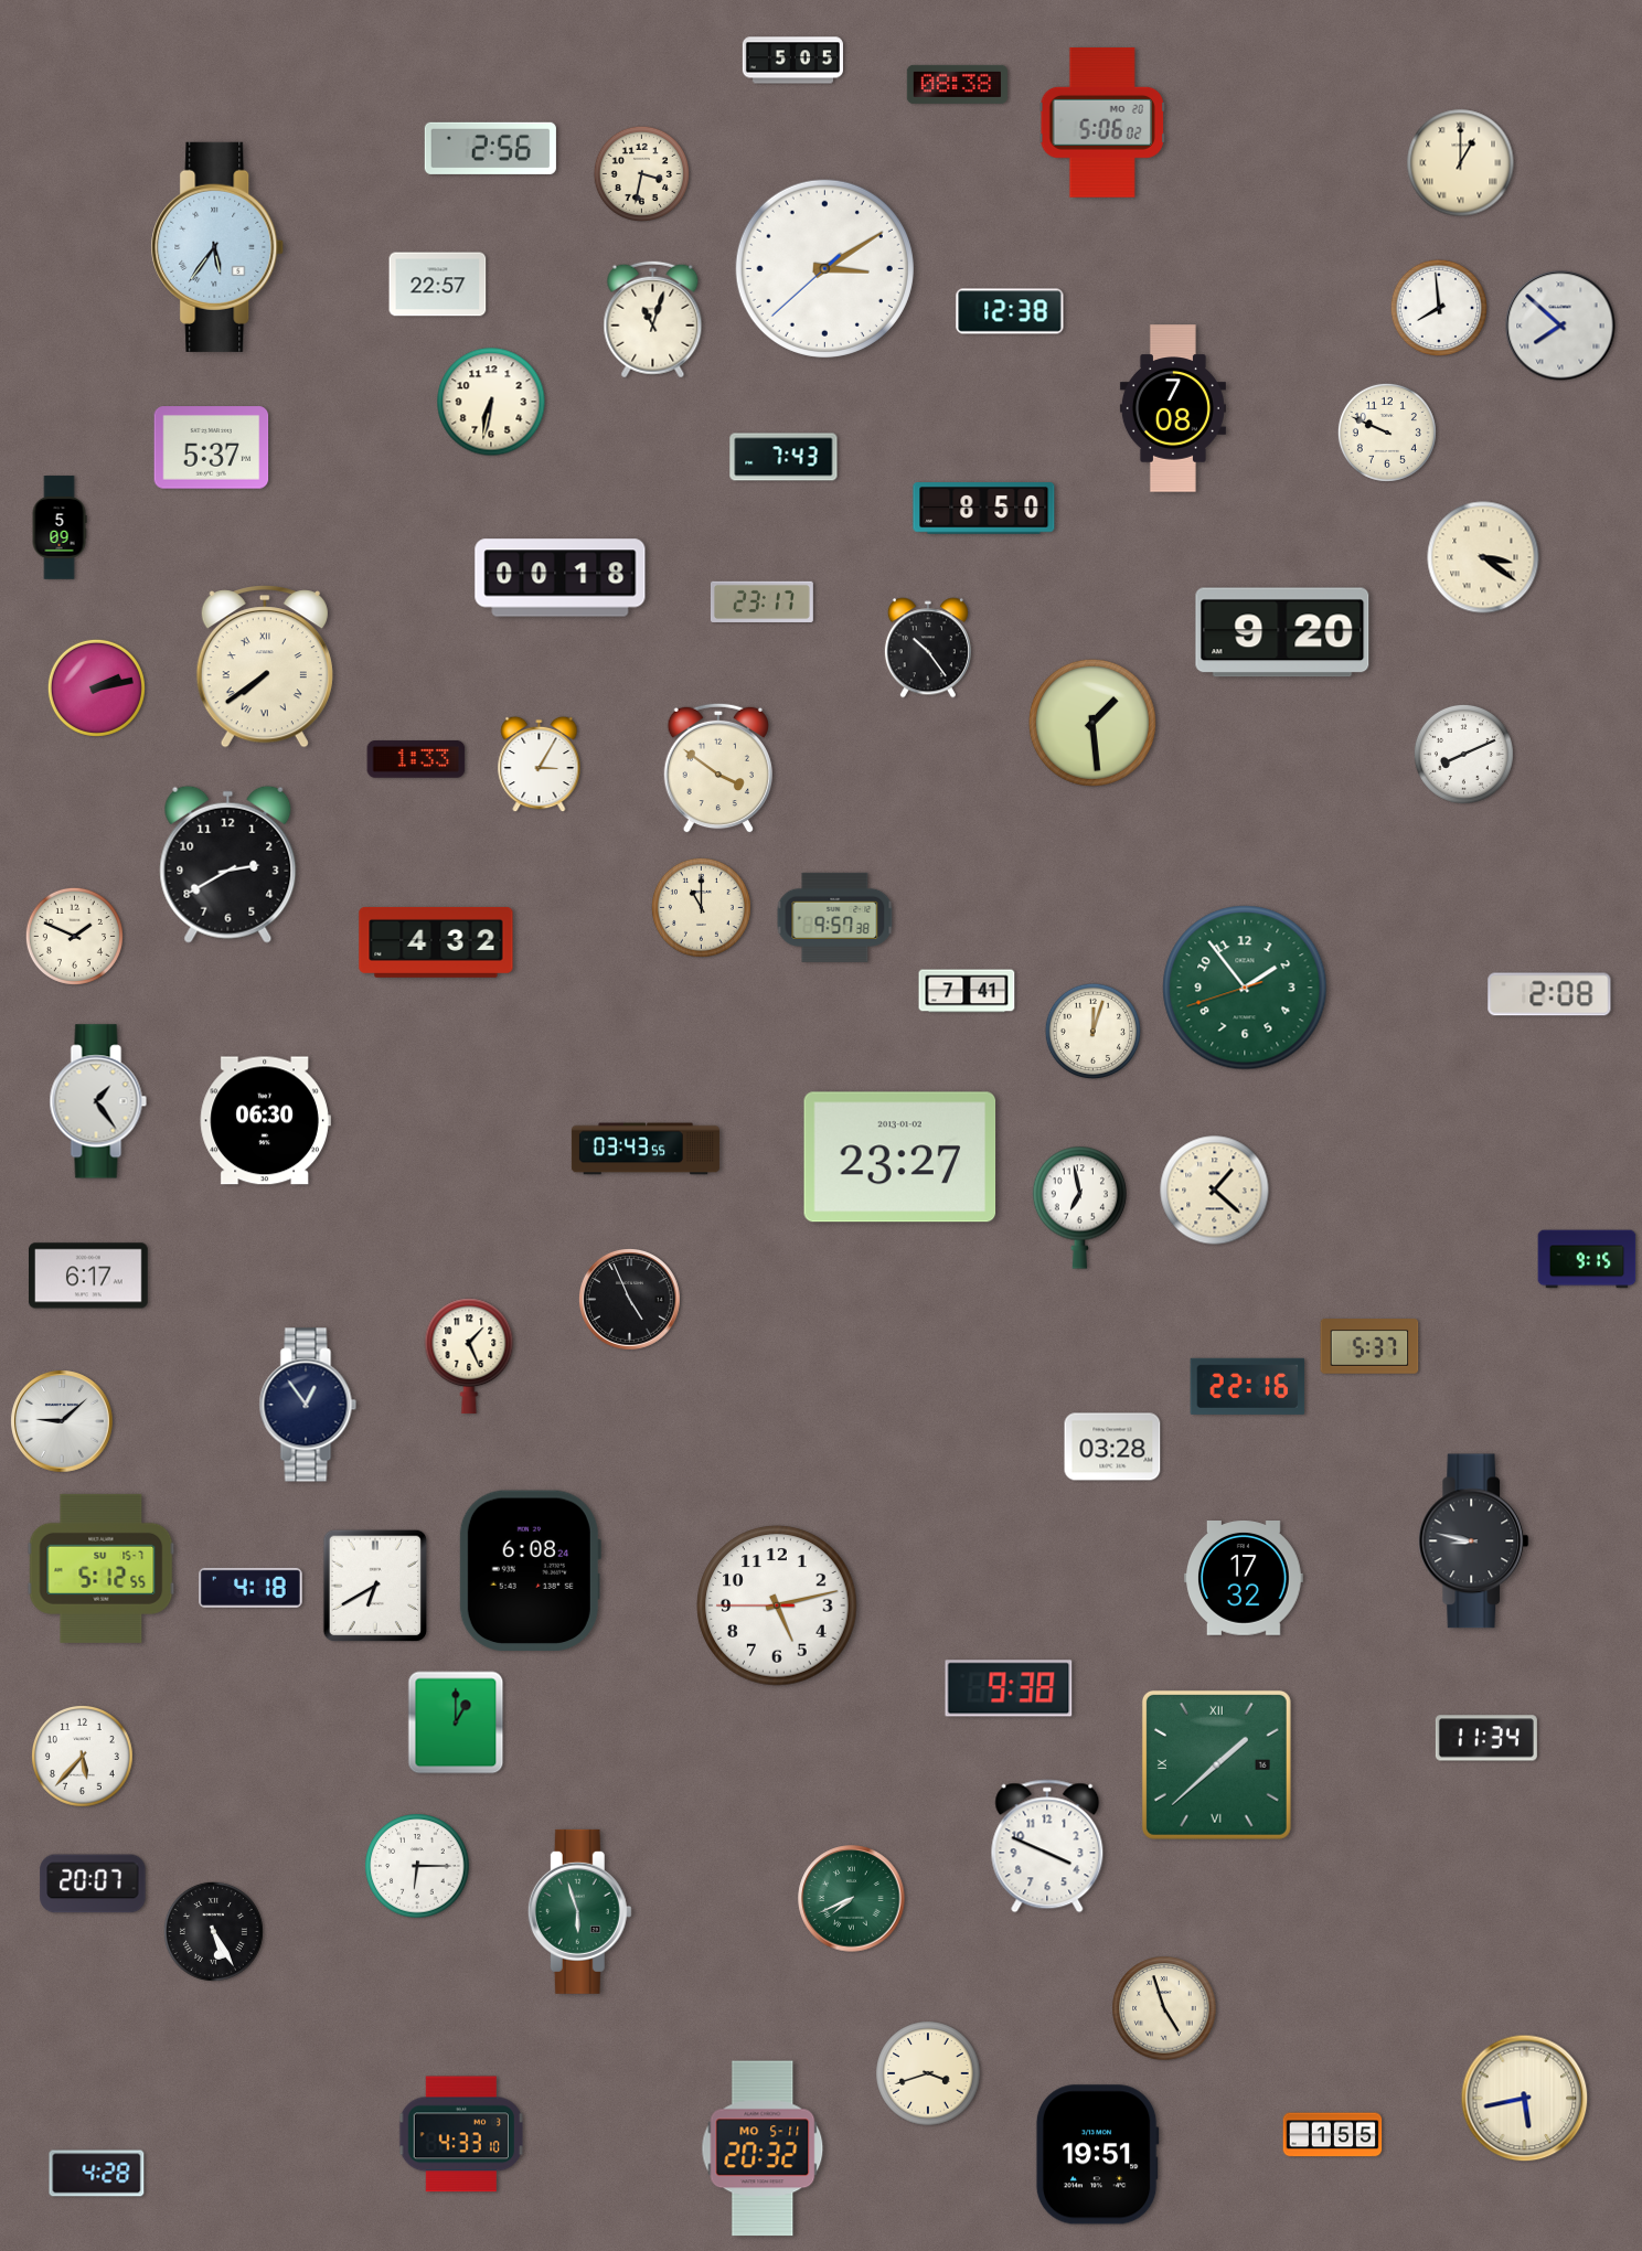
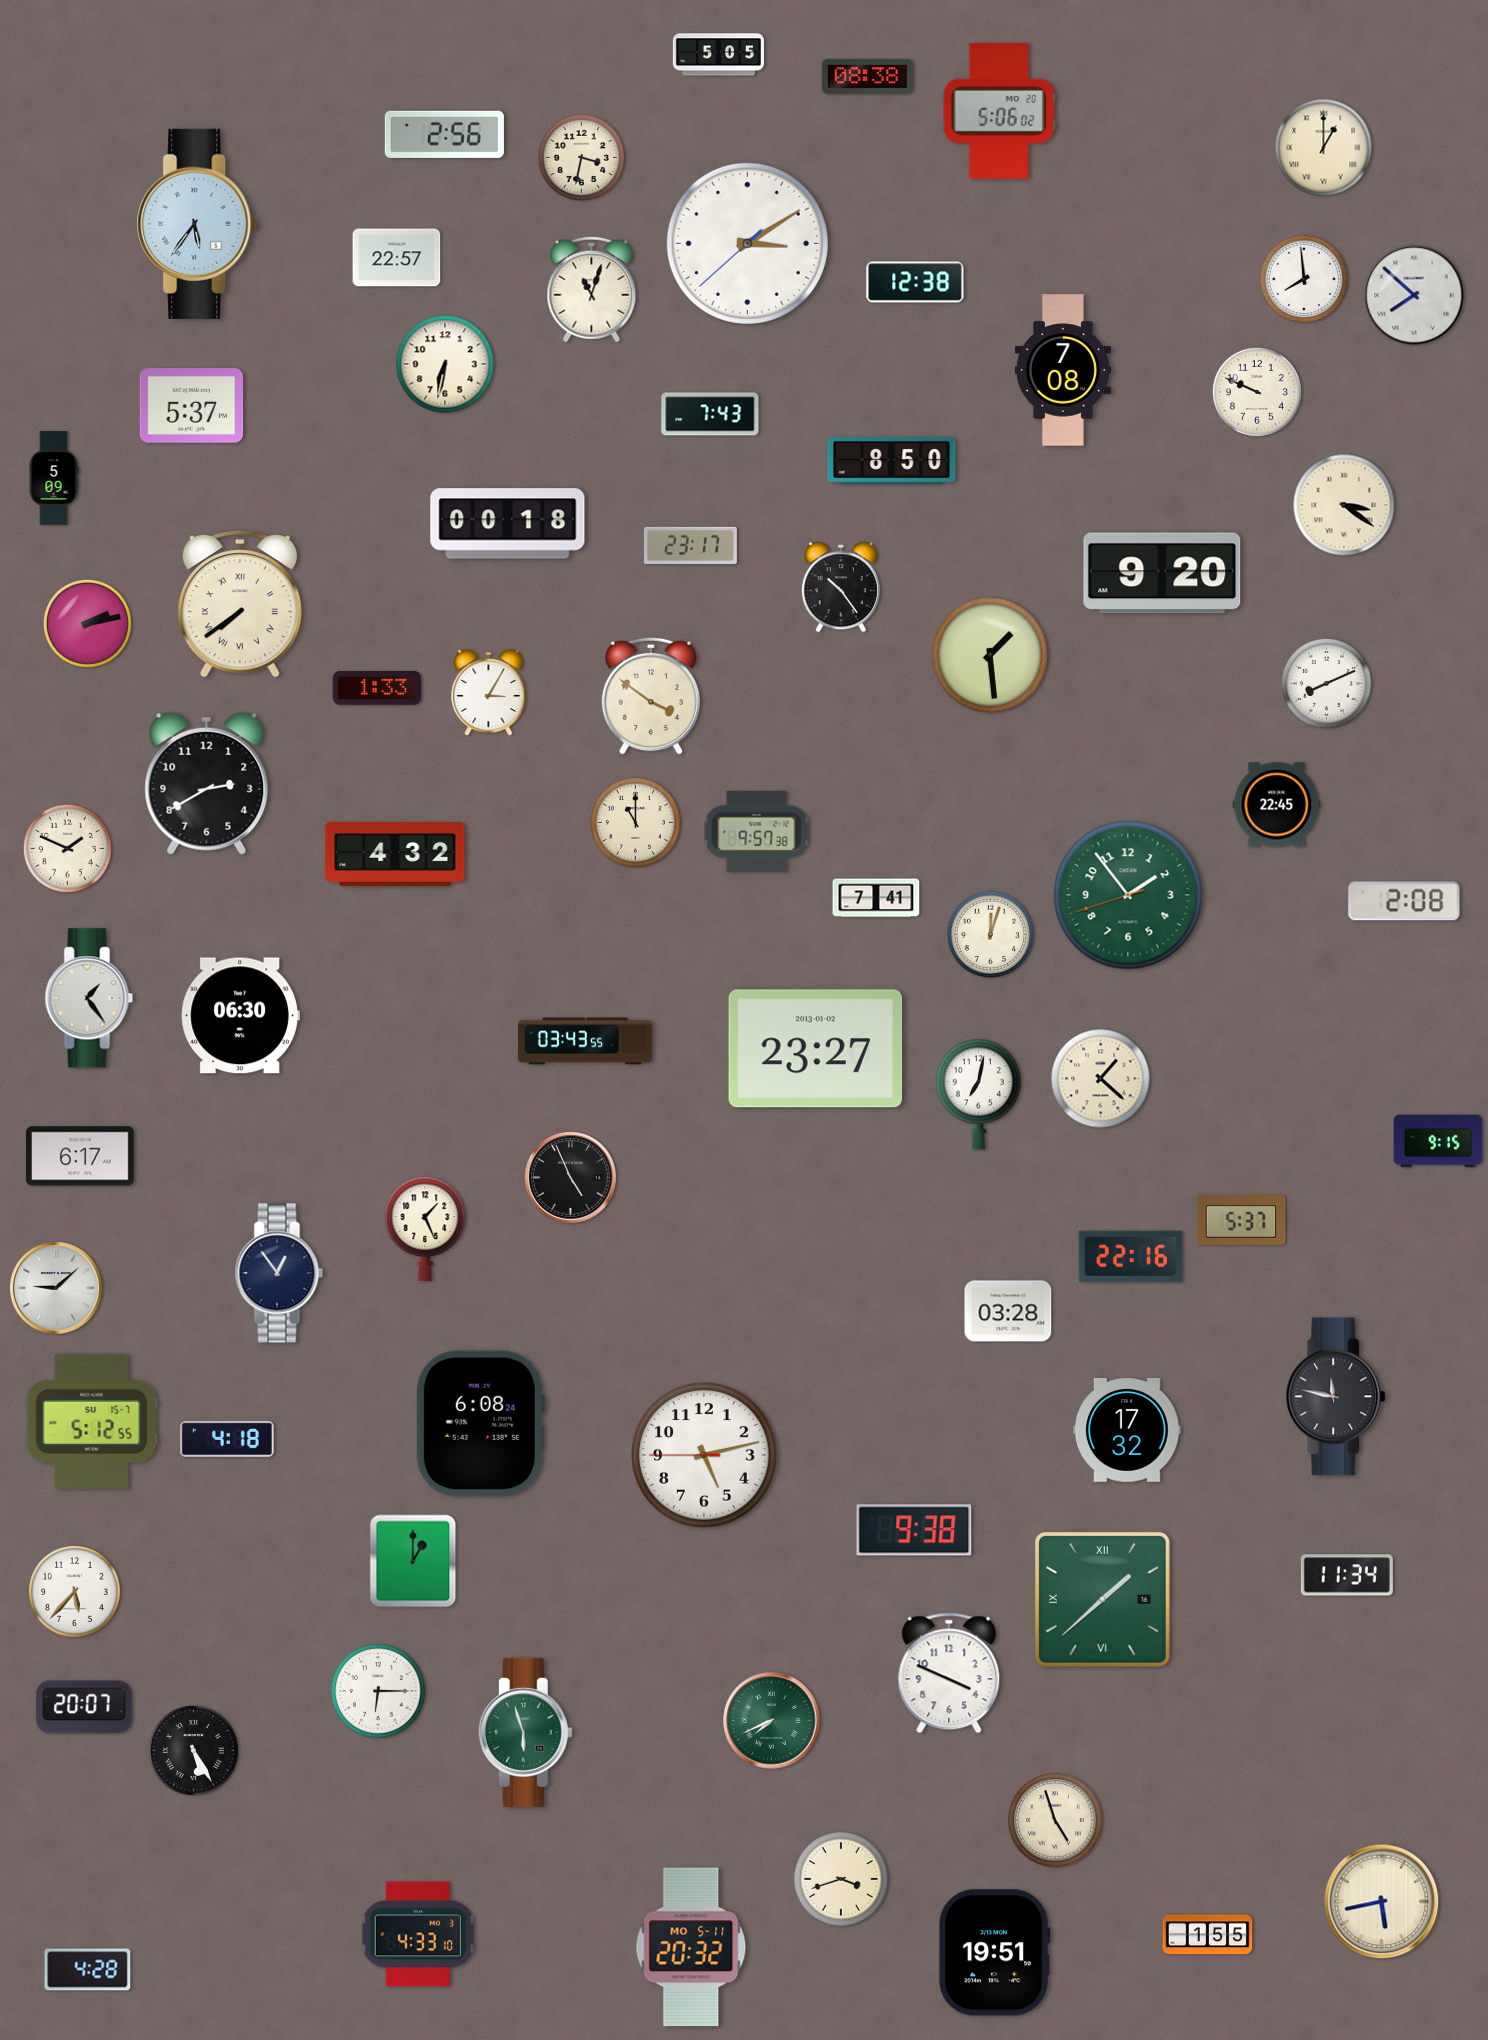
clock at (1277, 805): none -> 22:45
clock at (1079, 1207): 6:58 -> 7:02
clock at (1474, 1541): 8:47 -> 11:47
clock at (375, 1586): 6:40 -> none
